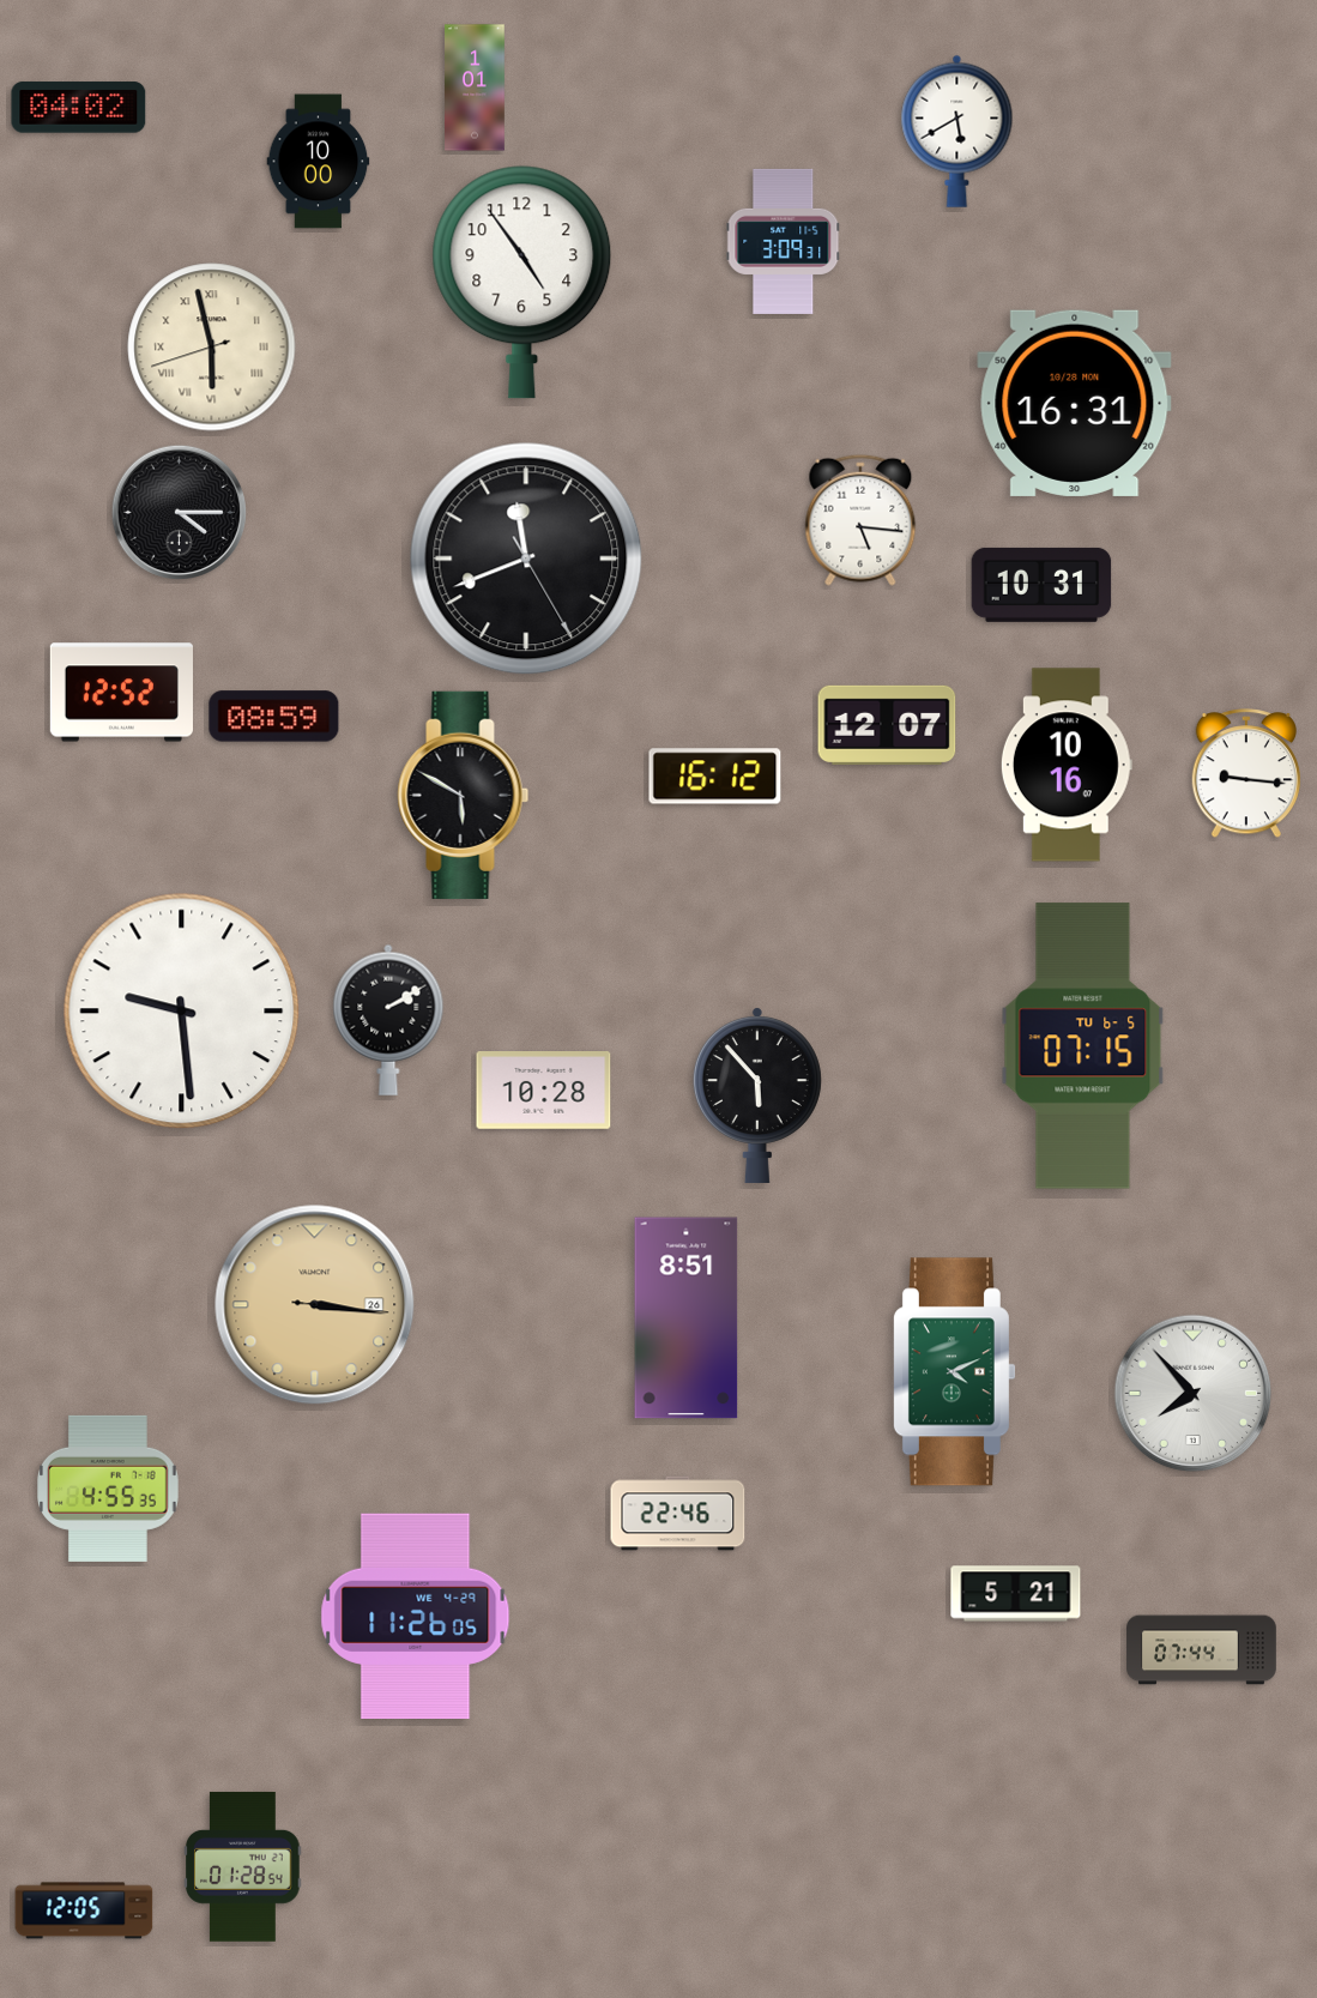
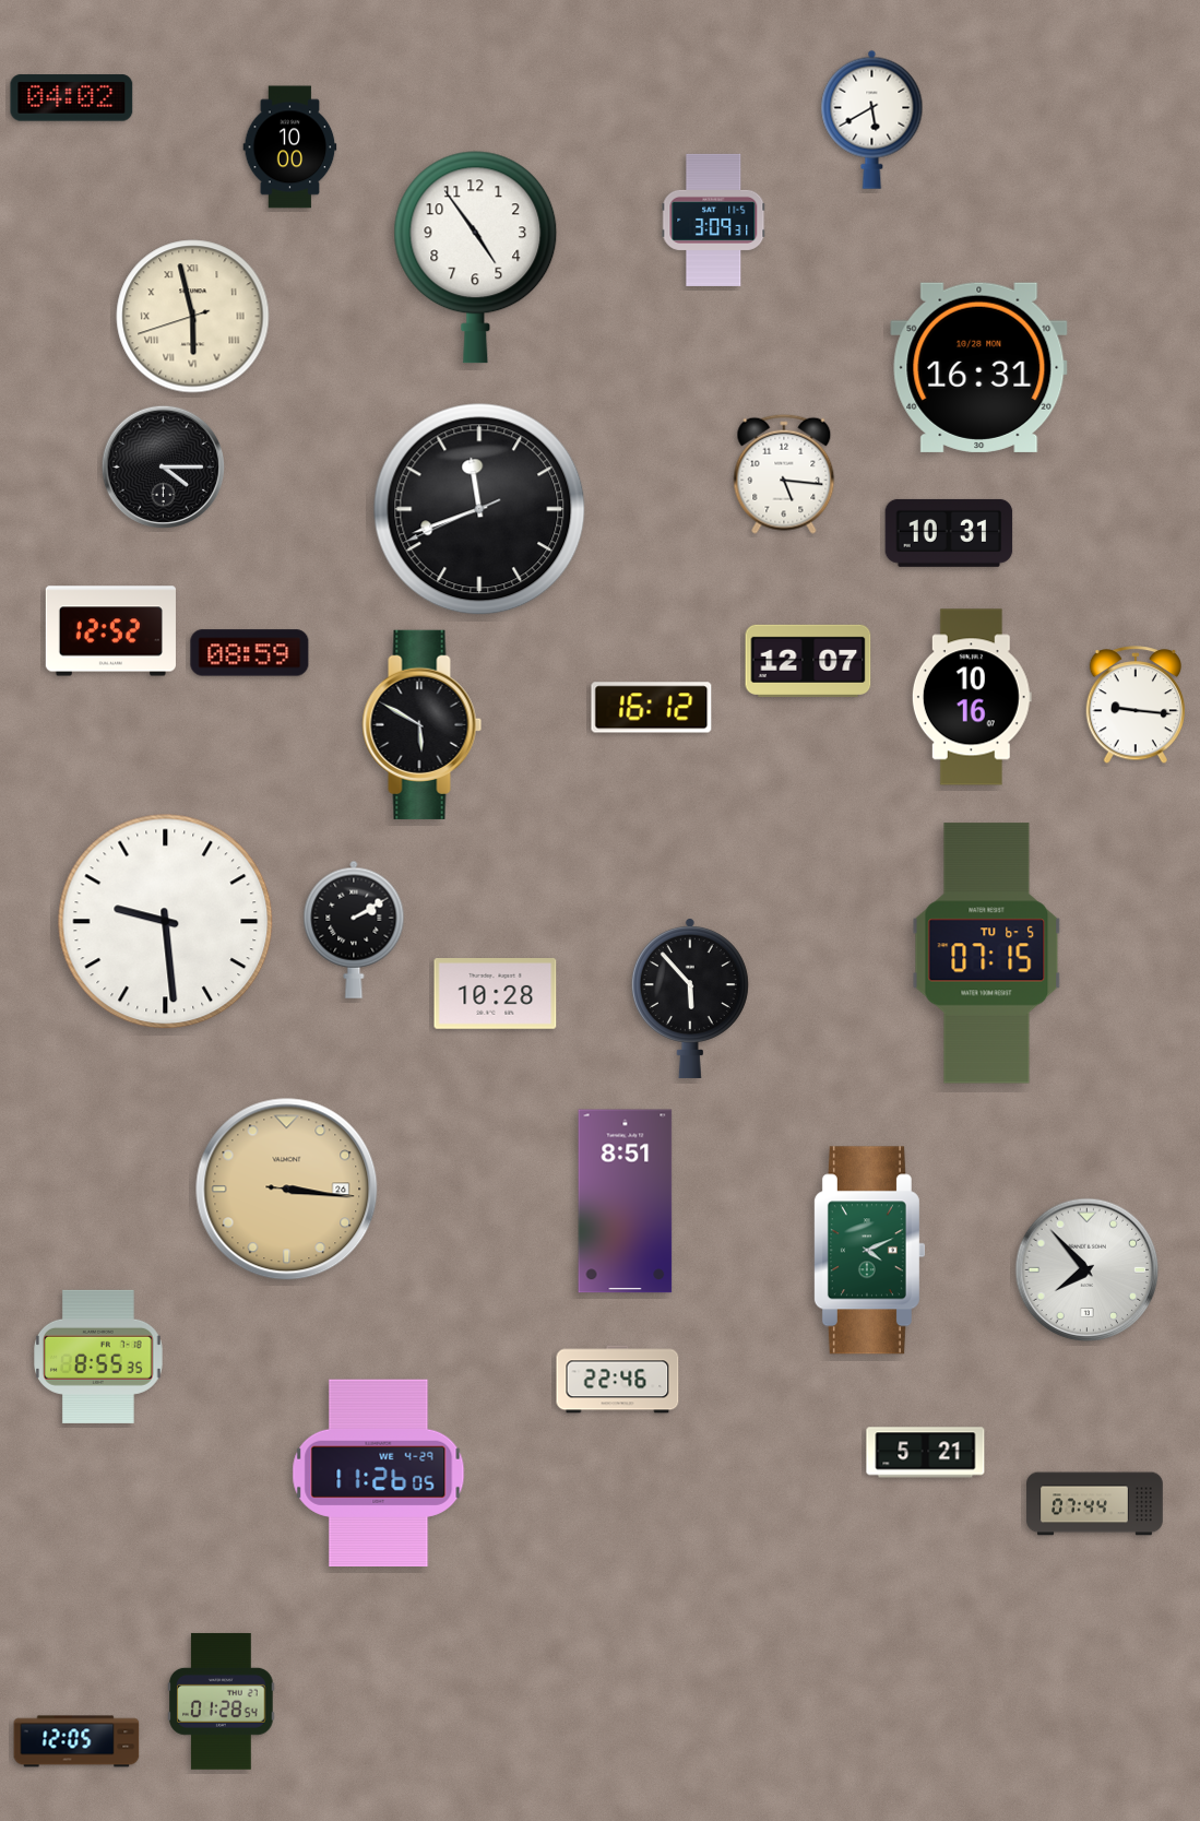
clock at (475, 87): 1:01 -> none
clock at (526, 559): 11:41:25 -> 11:41:41
clock at (109, 1489): 4:55 -> 8:55
